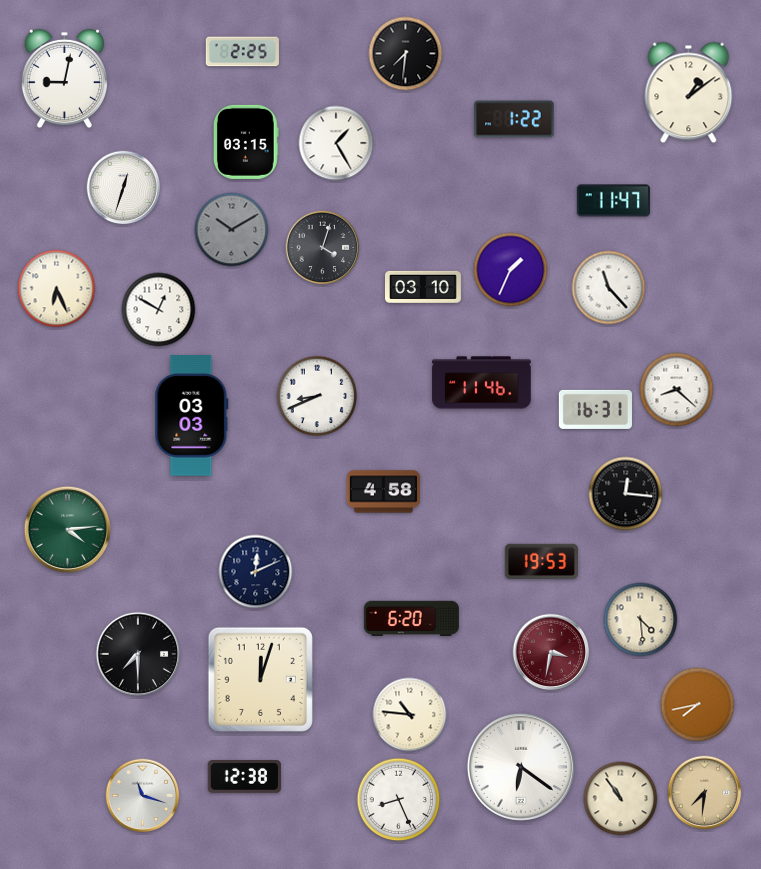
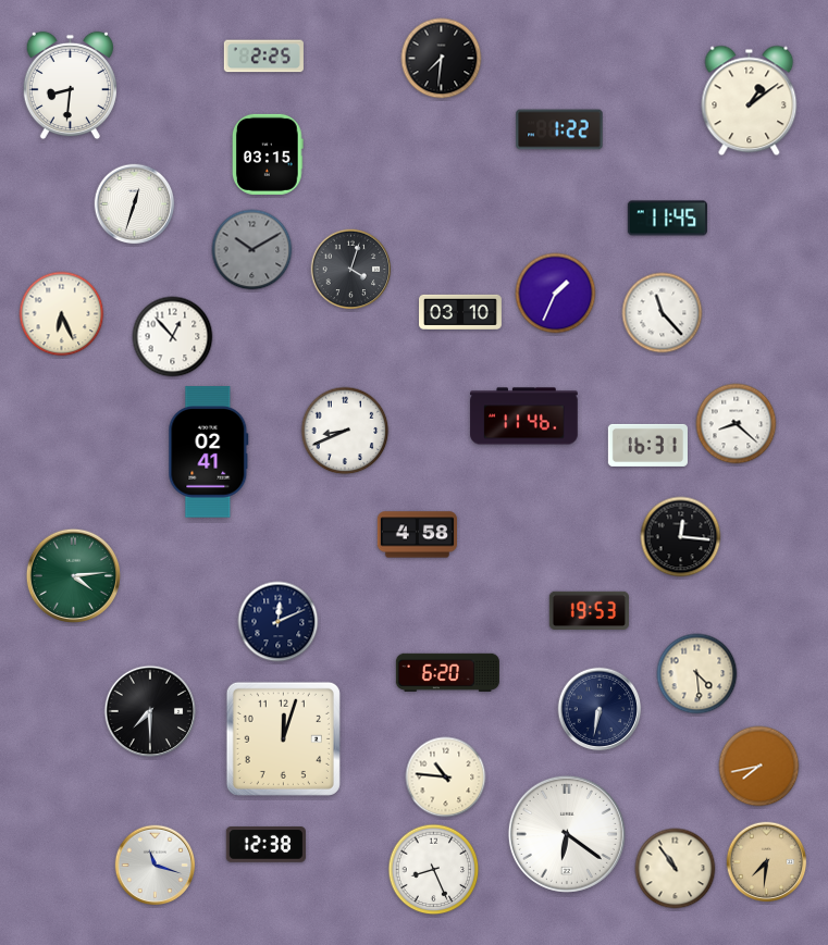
clock at (64, 79): 9:02 -> 8:31
clock at (336, 143): 1:25 -> none
clock at (613, 201): 11:47 -> 11:45
clock at (159, 310): 12:50 -> 12:53
clock at (192, 416): 03:03 -> 02:41
clock at (551, 652): 3:32 -> 6:32
clock at (551, 652) dial: burgundy -> navy
